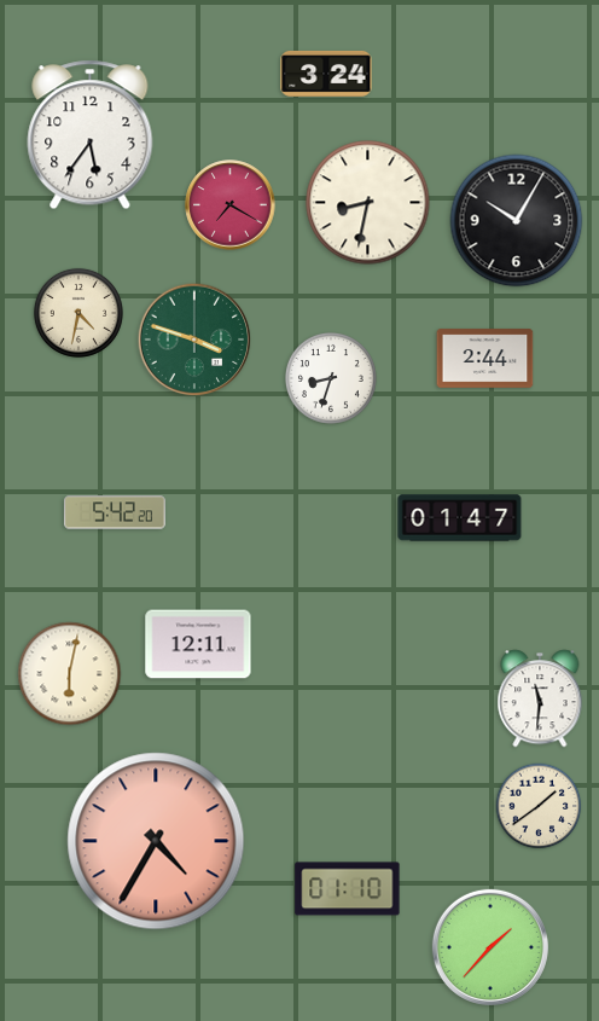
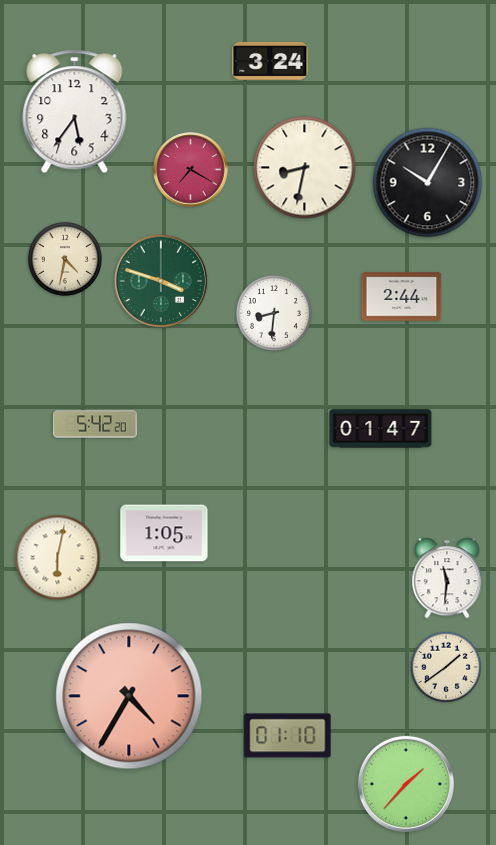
clock at (331, 378): 8:33 -> 8:31
clock at (198, 644): 12:11 -> 1:05
